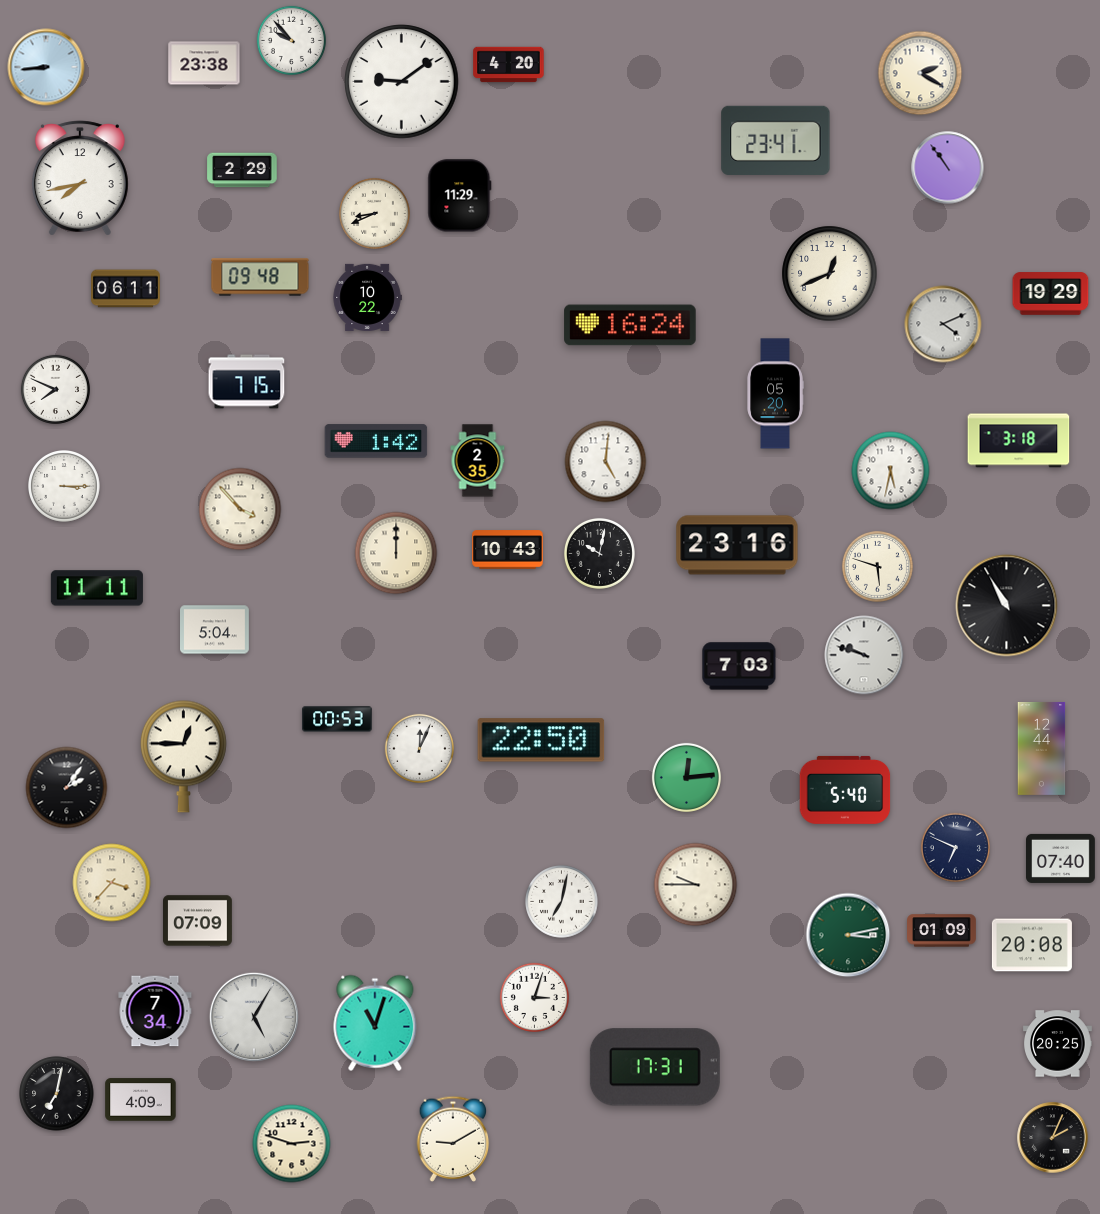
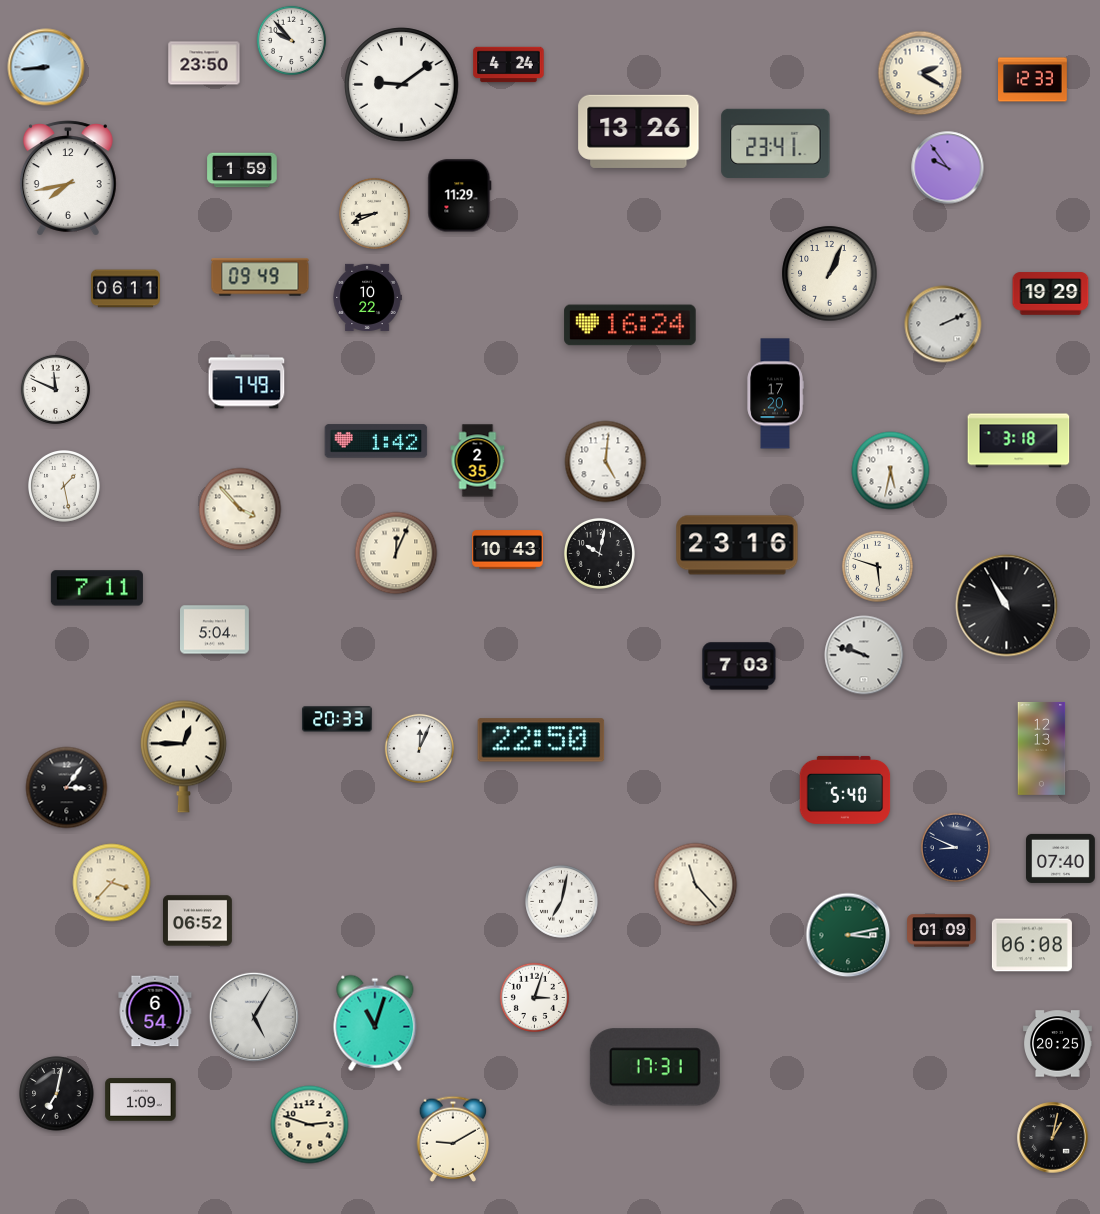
clock at (204, 63): 23:38 -> 23:50
clock at (509, 65): 4:20 -> 4:24
clock at (1033, 80): none -> 12:33
clock at (402, 82) position: (402, 82) -> (402, 85)
clock at (639, 131): none -> 13:26
clock at (776, 140) position: (776, 140) -> (776, 143)
clock at (948, 168): 10:54 -> 9:54
clock at (242, 170): 2:29 -> 1:59
clock at (80, 178) position: (80, 178) -> (68, 178)
clock at (830, 274): 12:41 -> 1:04
clock at (260, 277): 09:48 -> 09:49
clock at (943, 324): 4:11 -> 2:11
clock at (247, 382): 7:15 -> 7:49
clock at (55, 389): 7:49 -> 11:49
clock at (775, 394): 05:20 -> 17:20
clock at (65, 487): 3:15 -> 1:28
clock at (396, 553): 12:00 -> 12:04
clock at (97, 588): 11:11 -> 7:11
clock at (337, 719): 00:53 -> 20:33
clock at (1042, 748): 12:44 -> 12:13
clock at (686, 777): 12:14 -> none
clock at (67, 788): 2:06 -> 3:06
clock at (955, 847): 6:49 -> 8:49
clock at (696, 885): 9:45 -> 11:23
clock at (198, 921): 07:09 -> 06:52
clock at (1032, 945): 20:08 -> 06:08
clock at (155, 1011): 7:34 -> 6:54
clock at (141, 1100): 4:09 -> 1:09
clock at (1053, 1138): 2:04 -> 1:02
clock at (292, 1144) position: (292, 1144) -> (310, 1125)
